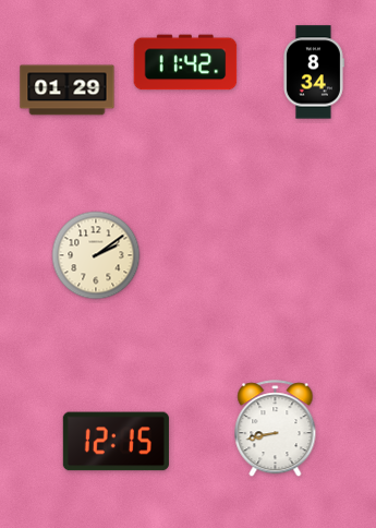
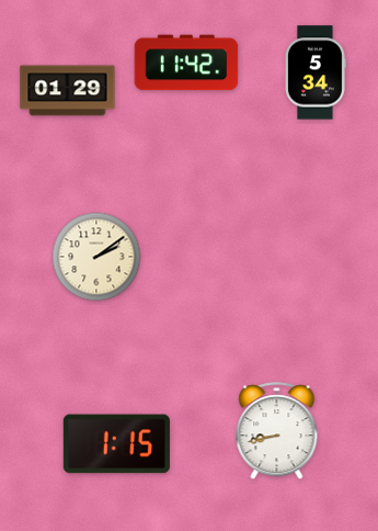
clock at (314, 72): 8:34 -> 5:34
clock at (116, 442): 12:15 -> 1:15
